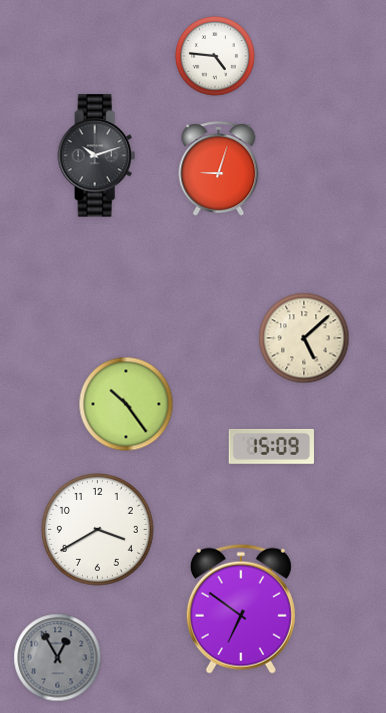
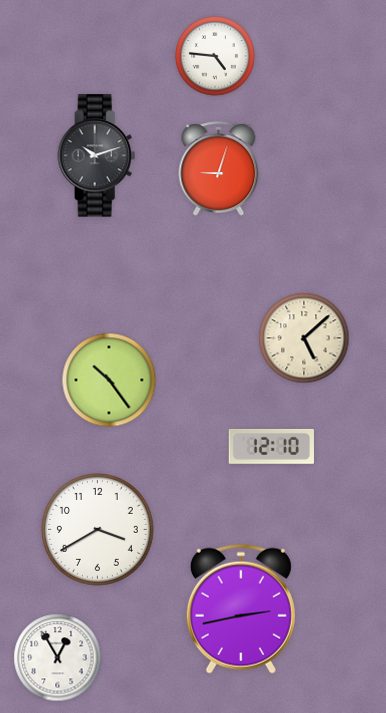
clock at (126, 404) position: (126, 404) -> (109, 380)
clock at (271, 446): 15:09 -> 12:10
clock at (241, 609): 6:51 -> 2:43
clock at (58, 658) dial: grey -> white
